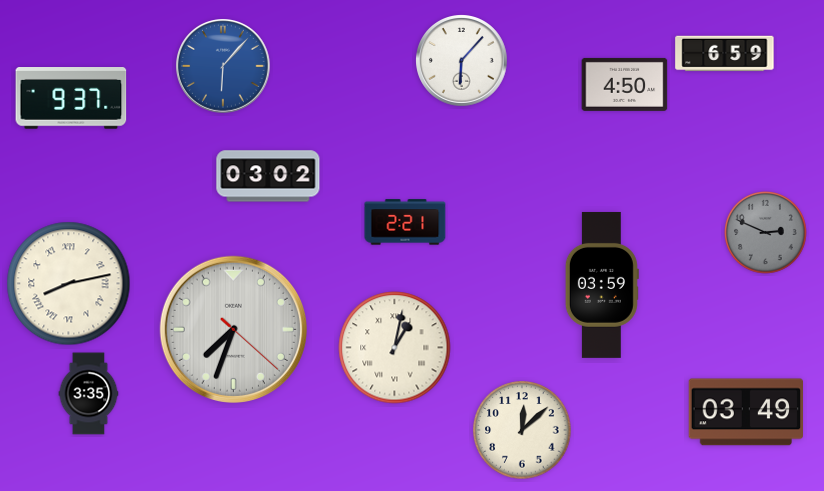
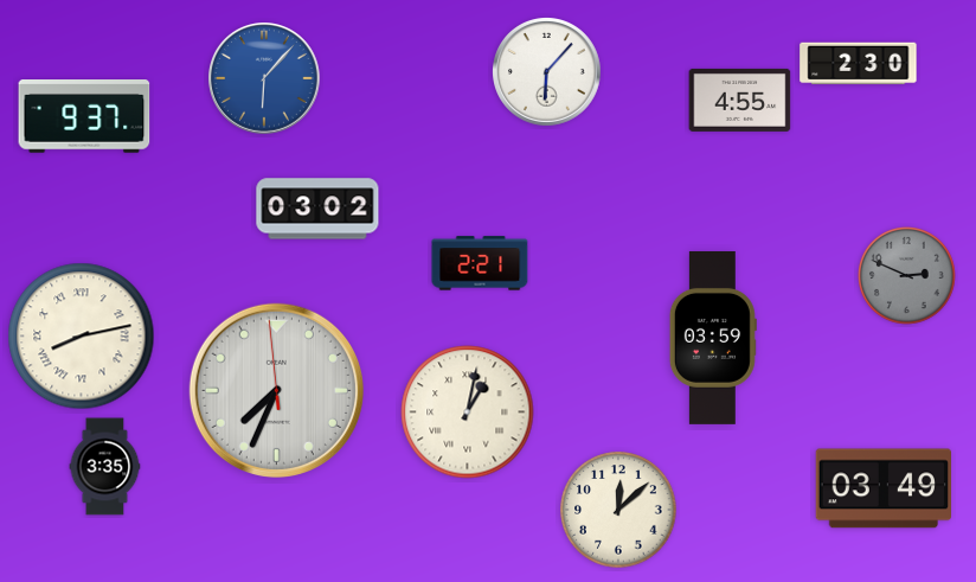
clock at (725, 54): 6:59 -> 2:30
clock at (625, 84): 4:50 -> 4:55
clock at (233, 329): 7:33:22 -> 7:33:59
